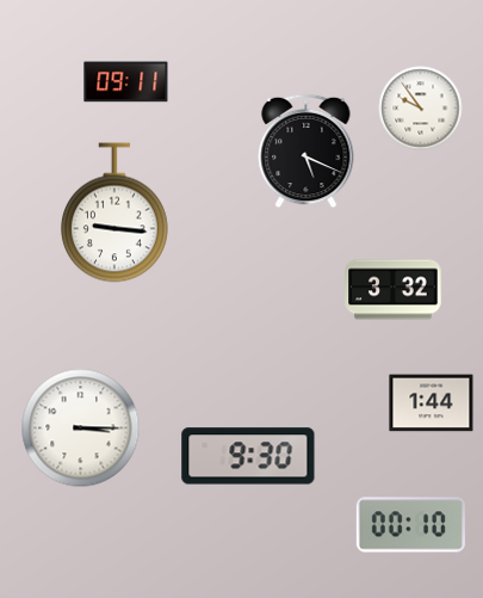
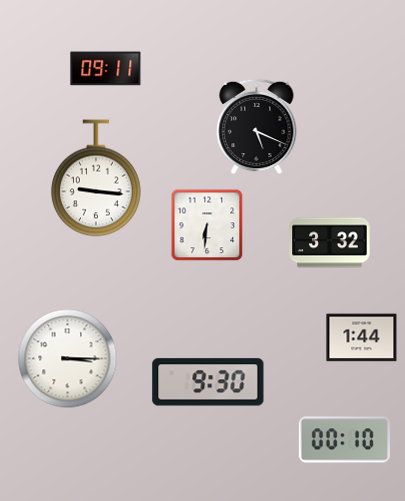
clock at (421, 109): 9:54 -> none
clock at (207, 225): none -> 6:31
